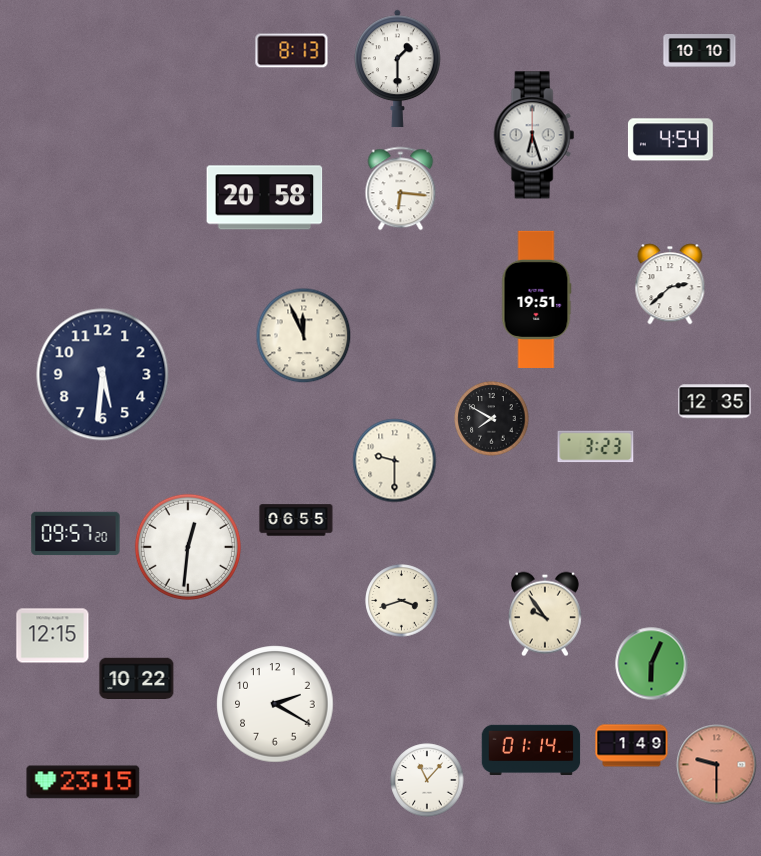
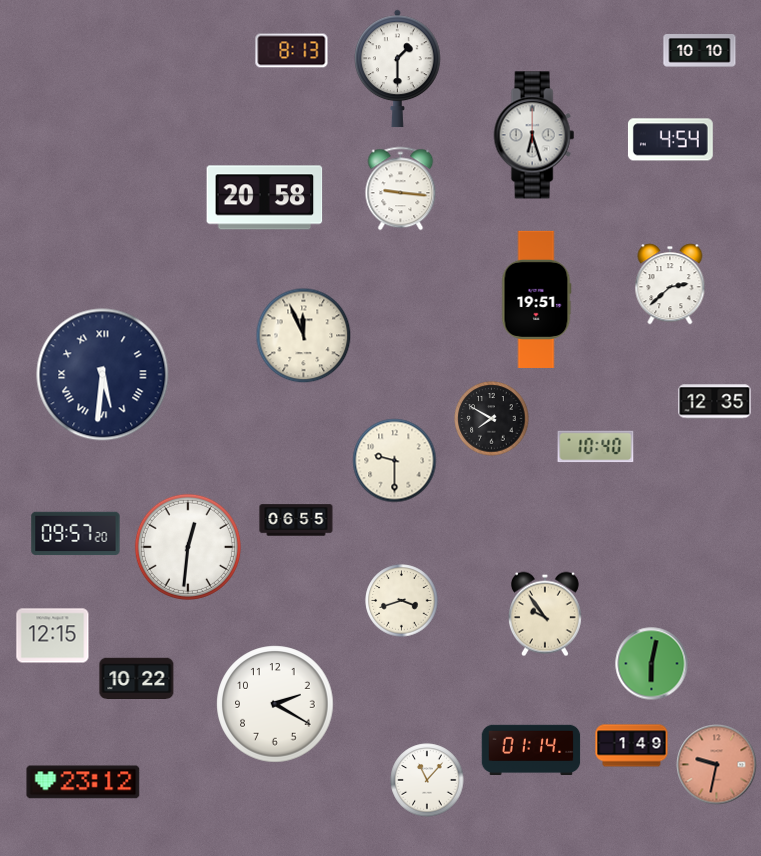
clock at (401, 189): 6:16 -> 9:16
clock at (103, 375) numerals: Arabic -> Roman
clock at (596, 447): 3:23 -> 10:40
clock at (652, 664): 6:04 -> 6:02
clock at (717, 765): 9:30 -> 9:32
clock at (83, 782): 23:15 -> 23:12
